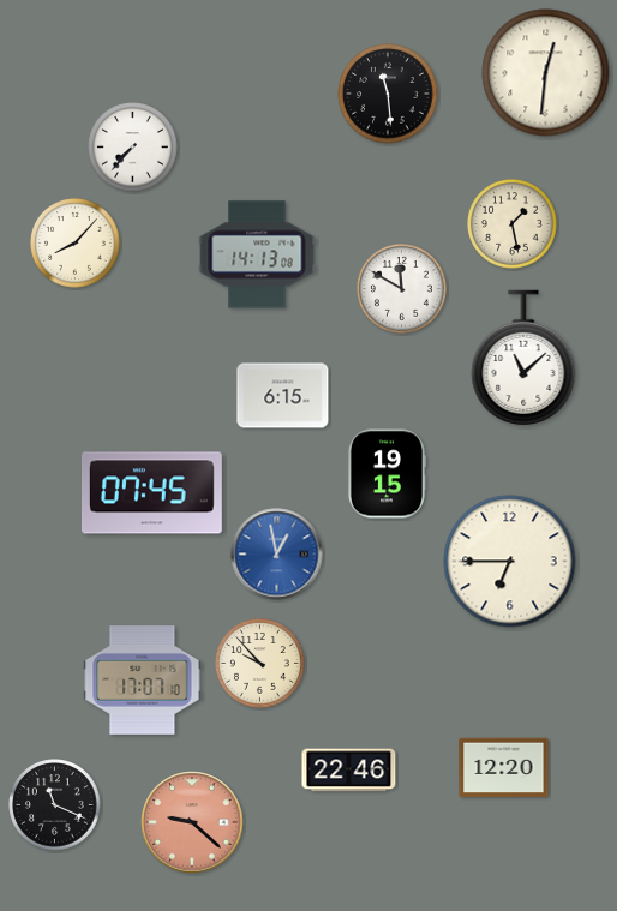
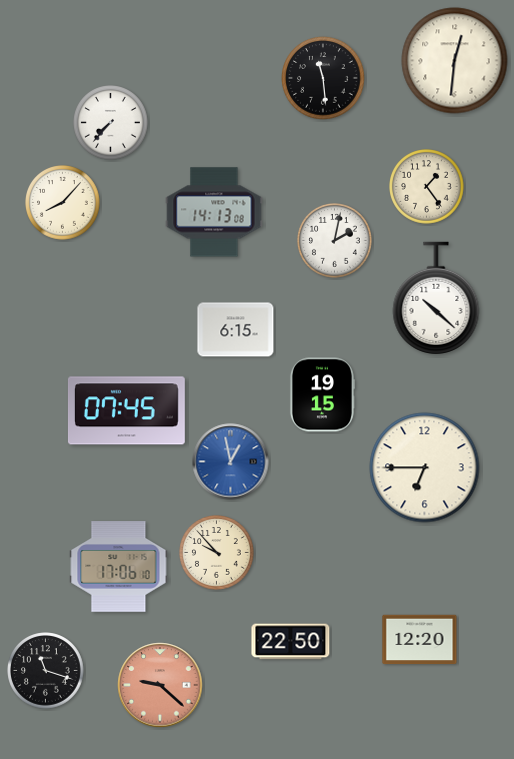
clock at (513, 224): 1:28 -> 1:24
clock at (402, 289): 11:50 -> 2:02
clock at (523, 358): 11:08 -> 10:22
clock at (143, 681): 17:07 -> 17:06
clock at (349, 771): 22:46 -> 22:50
clock at (55, 805): 11:19 -> 11:18
